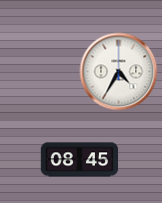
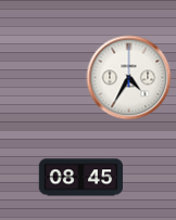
clock at (79, 160) position: (79, 160) -> (80, 178)
